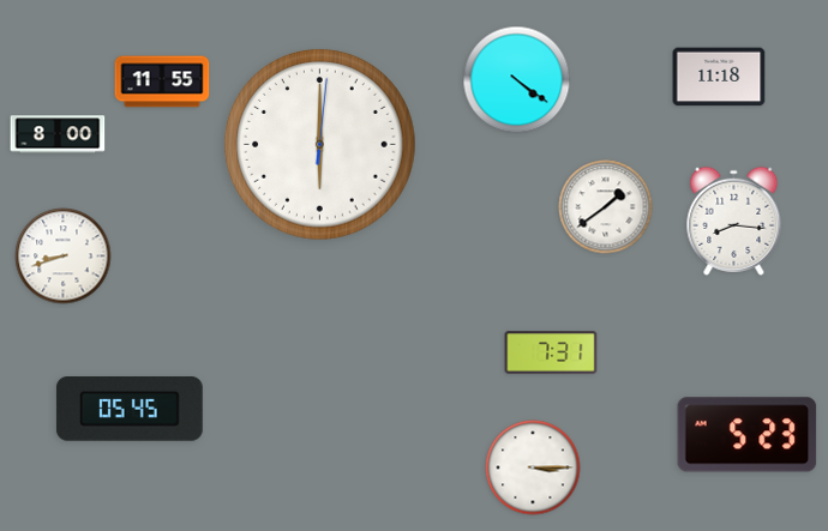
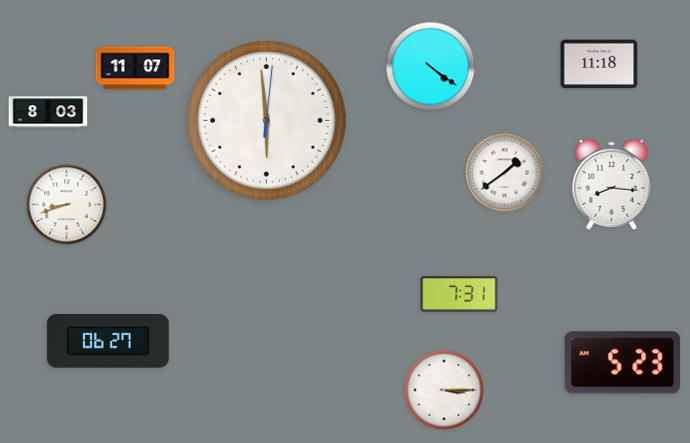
clock at (162, 82): 11:55 -> 11:07
clock at (58, 134): 8:00 -> 8:03
clock at (319, 144): 6:00 -> 5:59
clock at (64, 257) position: (64, 257) -> (67, 205)
clock at (130, 410): 05:45 -> 06:27
